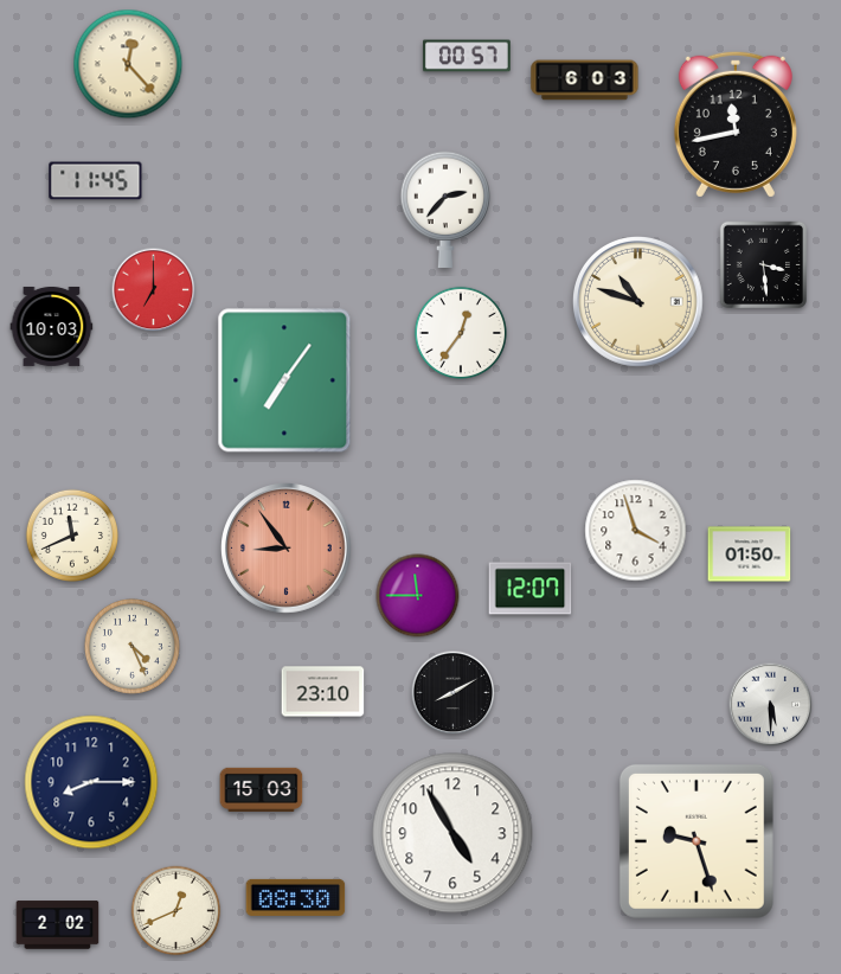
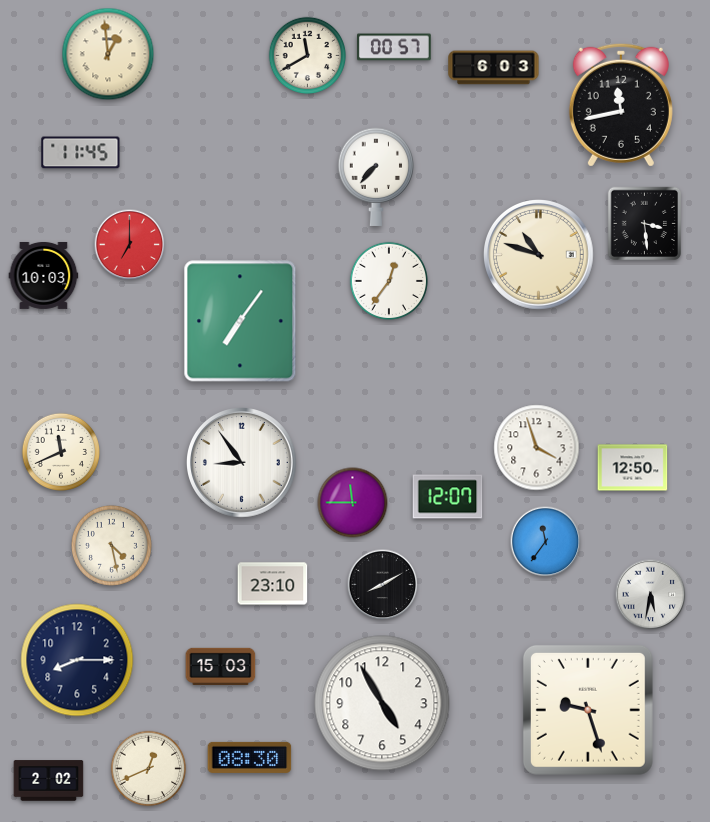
clock at (128, 64): 12:23 -> 12:59
clock at (308, 56): none -> 11:40
clock at (444, 209): 2:37 -> 7:37
clock at (287, 549) dial: salmon -> white
clock at (750, 555): 01:50 -> 12:50
clock at (546, 542): none -> 11:36
clock at (131, 646): 4:26 -> 4:28
clock at (771, 705): 5:30 -> 5:32
